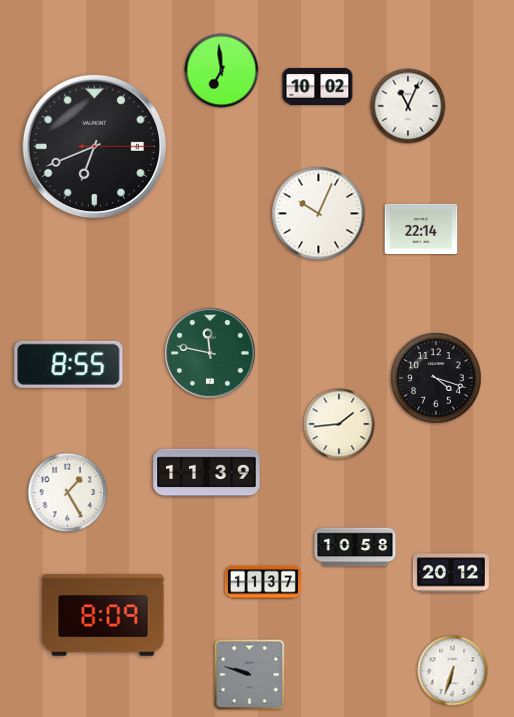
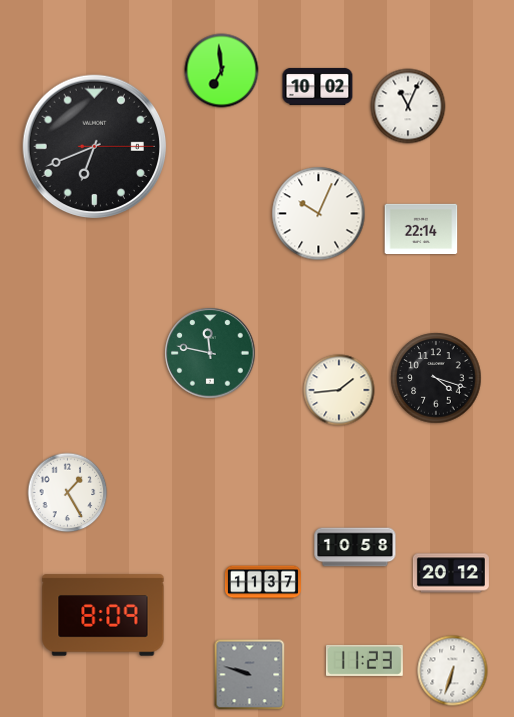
clock at (69, 364): 8:55 -> none
clock at (339, 424) position: (339, 424) -> (339, 390)
clock at (207, 473): 11:39 -> none
clock at (364, 660): none -> 11:23
